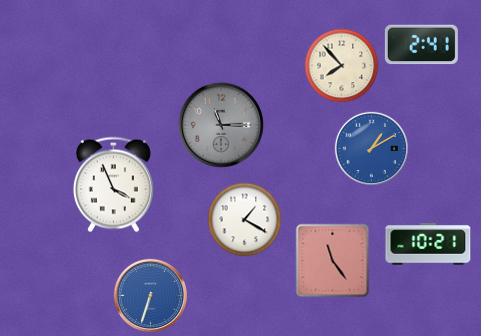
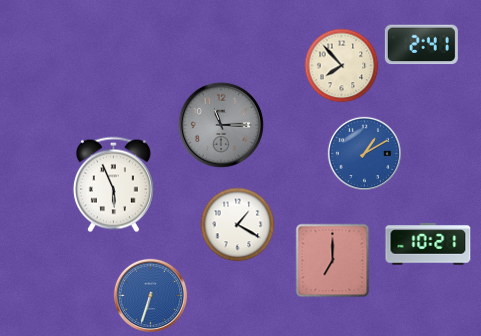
clock at (371, 148) position: (371, 148) -> (364, 153)
clock at (113, 185): 3:56 -> 5:56
clock at (245, 220) position: (245, 220) -> (238, 225)
clock at (333, 261): 11:24 -> 7:00
